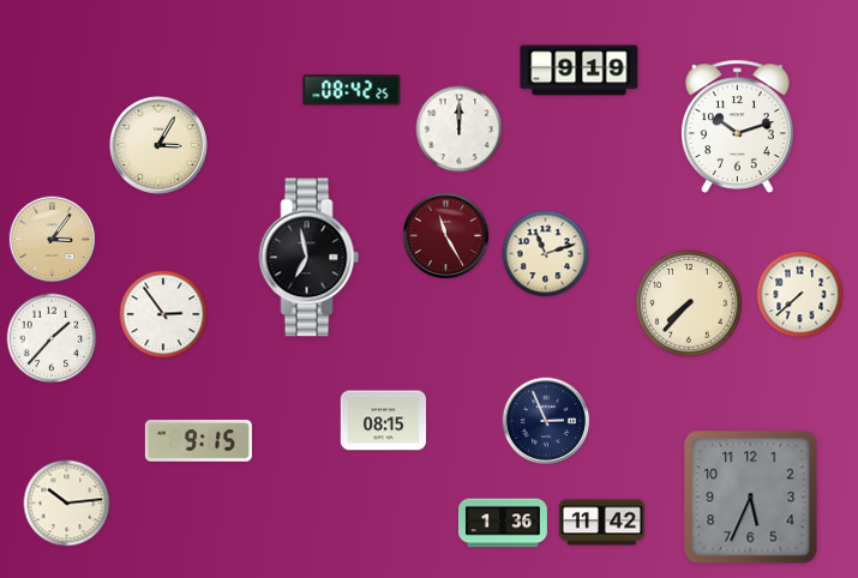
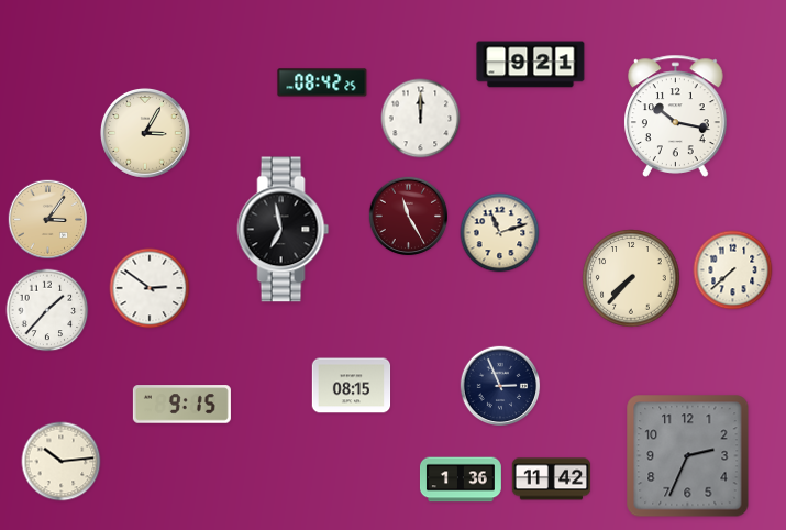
clock at (580, 71): 9:19 -> 9:21
clock at (738, 126): 10:12 -> 10:17
clock at (310, 258) position: (310, 258) -> (284, 230)
clock at (163, 314): 2:54 -> 2:51
clock at (751, 498): 5:34 -> 2:34
